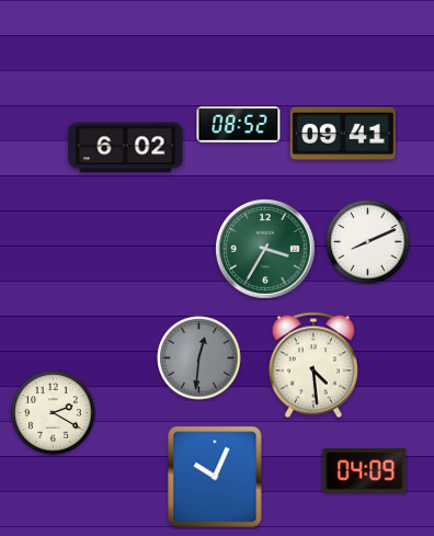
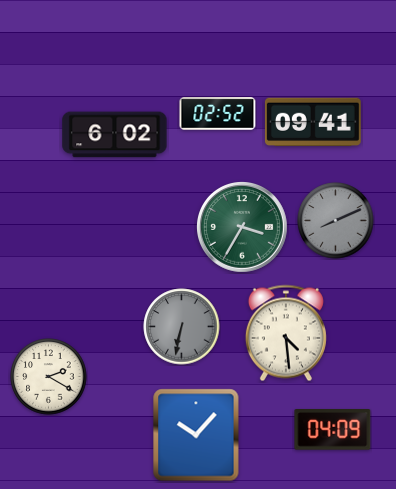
clock at (239, 125): 08:52 -> 02:52
clock at (368, 242) dial: white -> grey
clock at (199, 358): 12:31 -> 6:32
clock at (215, 477): 10:04 -> 10:07
